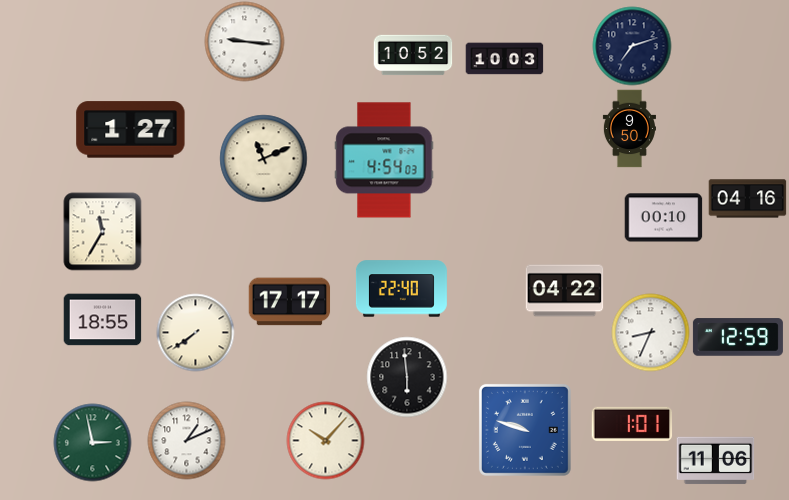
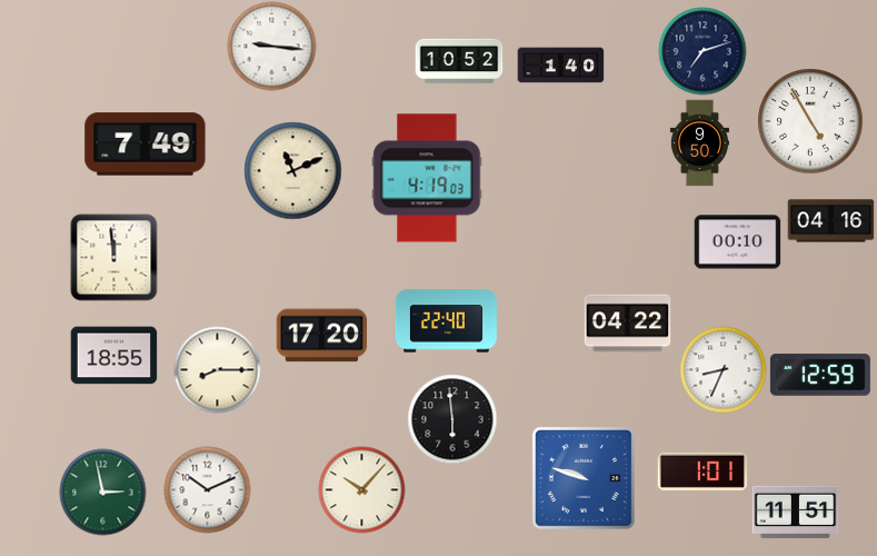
clock at (504, 59): 10:03 -> 1:40
clock at (810, 121): none -> 4:55
clock at (131, 130): 1:27 -> 7:49
clock at (263, 158) position: (263, 158) -> (292, 170)
clock at (384, 160): 4:54 -> 4:19
clock at (102, 231): 11:35 -> 11:59
clock at (289, 302): 17:17 -> 17:20
clock at (195, 332): 7:39 -> 8:15
clock at (186, 440): 1:11 -> 10:11
clock at (715, 461): 11:06 -> 11:51
